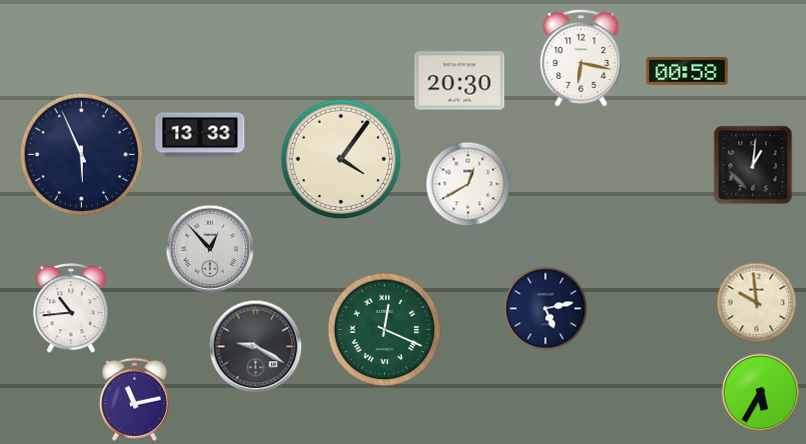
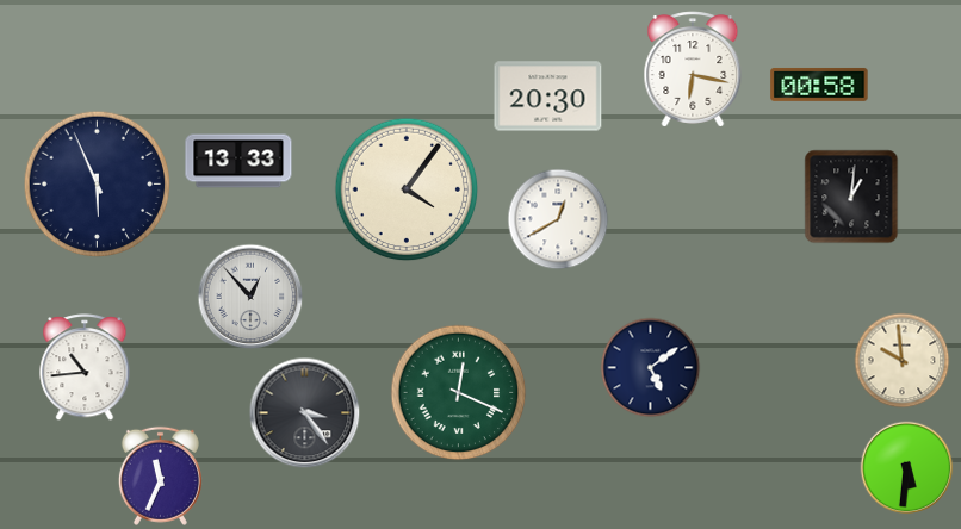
clock at (753, 165) position: (753, 165) -> (851, 197)
clock at (546, 309): 5:13 -> 5:09
clock at (256, 347): 9:20 -> 3:24
clock at (761, 393): 5:35 -> 5:31
clock at (134, 399): 11:13 -> 11:34
